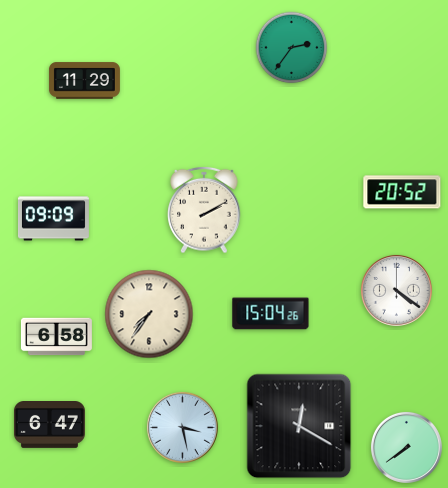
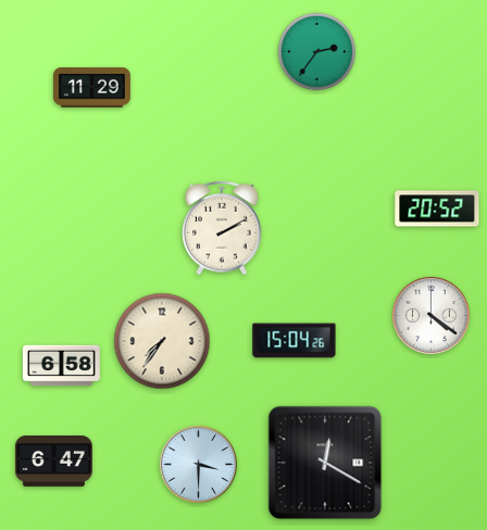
clock at (53, 219): 09:09 -> none
clock at (182, 427): 3:28 -> 3:30
clock at (406, 447): 7:39 -> none
